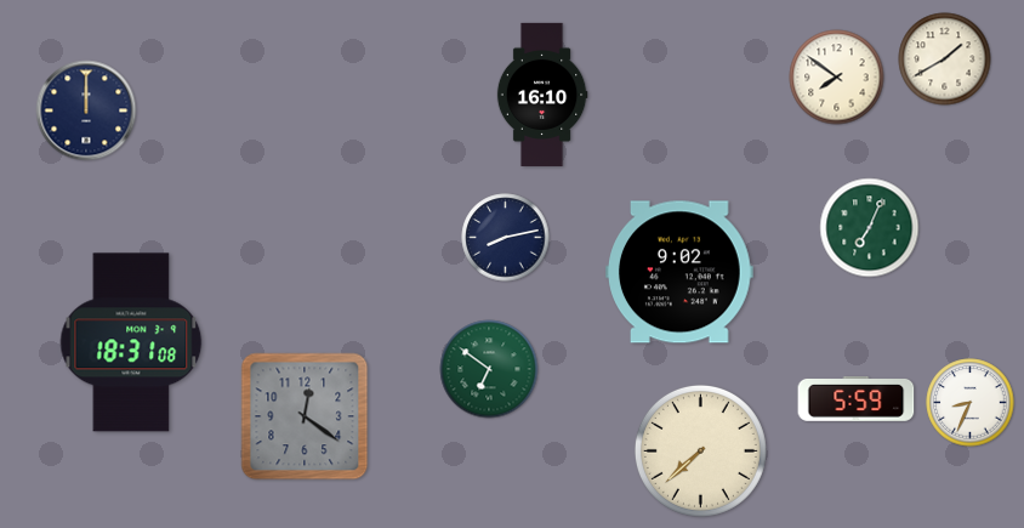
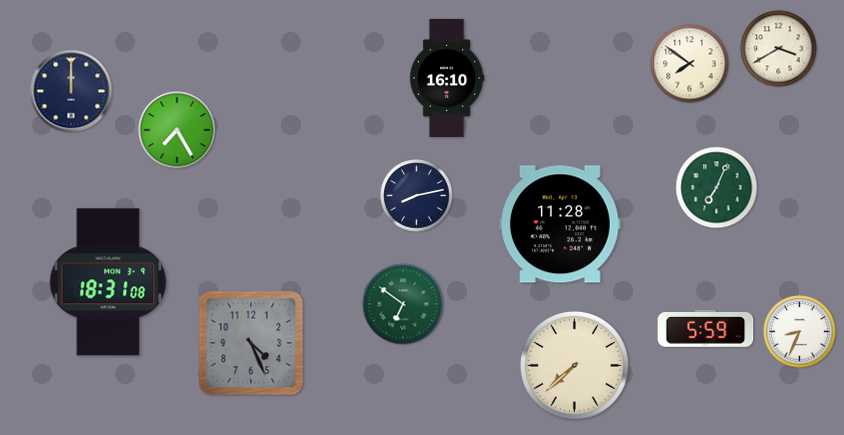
clock at (945, 59): 1:40 -> 3:40
clock at (177, 130): none -> 7:25
clock at (681, 272): 9:02 -> 11:28
clock at (305, 416): 12:21 -> 4:26
clock at (700, 450) position: (700, 450) -> (574, 365)
